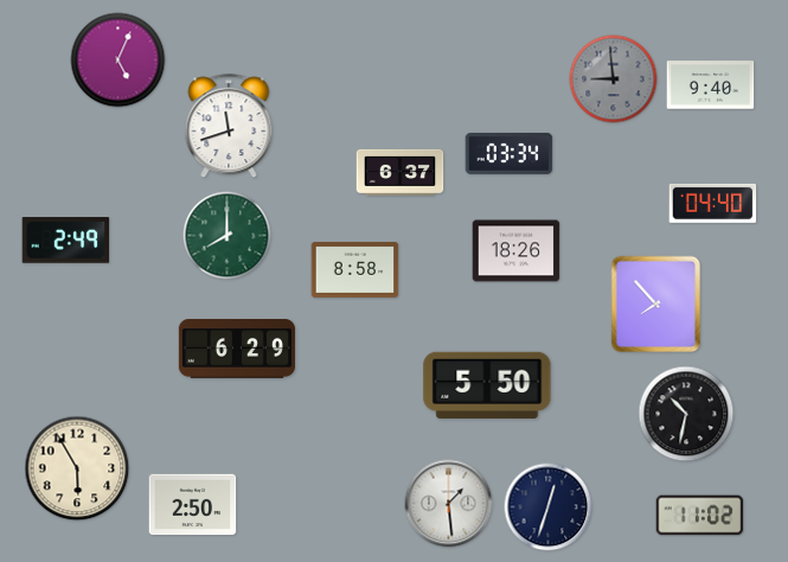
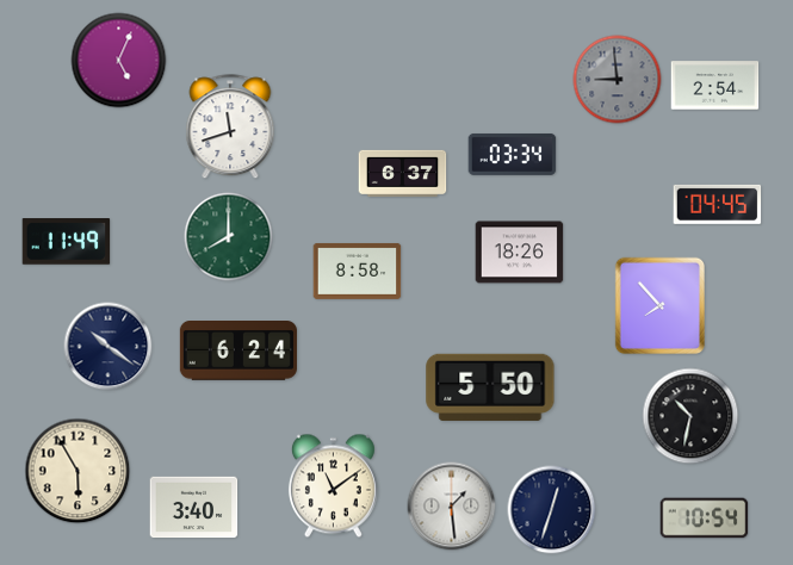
clock at (711, 85): 9:40 -> 2:54
clock at (713, 203): 04:40 -> 04:45
clock at (66, 241): 2:49 -> 11:49
clock at (109, 347): none -> 10:21
clock at (237, 350): 6:29 -> 6:24
clock at (333, 486): none -> 11:09
clock at (193, 505): 2:50 -> 3:40
clock at (700, 516): 11:02 -> 10:54
